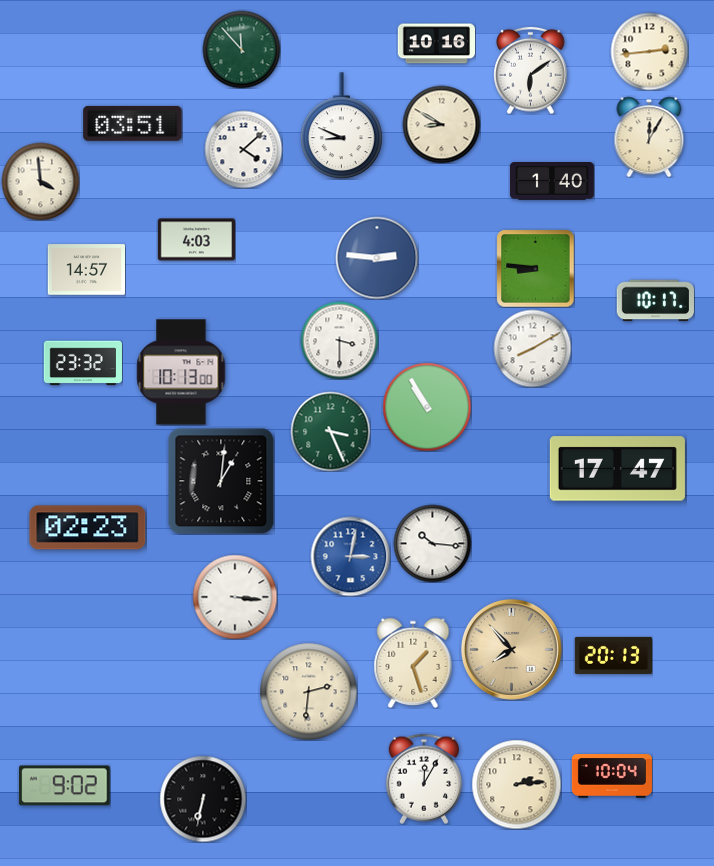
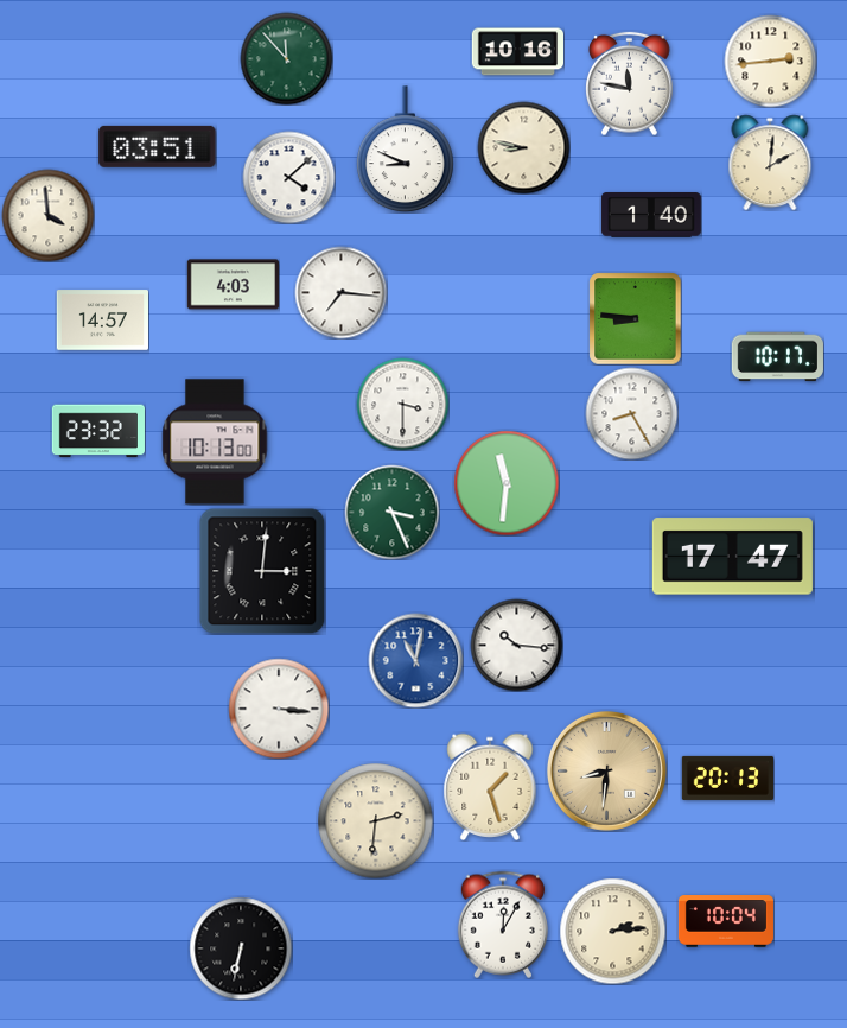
clock at (531, 70): 6:09 -> 11:47
clock at (441, 124): 8:50 -> 8:47
clock at (649, 137): 12:05 -> 2:01
clock at (552, 182) position: (552, 182) -> (651, 216)
clock at (340, 292): none -> 7:16
clock at (377, 258): 2:46 -> none
clock at (532, 348): 8:10 -> 8:25
clock at (427, 407): 10:55 -> 11:31
clock at (221, 481): 1:01 -> 3:01
clock at (88, 528): 02:23 -> none
clock at (432, 543) position: (432, 543) -> (516, 645)
clock at (350, 556): 3:02 -> 11:02
clock at (511, 649): 7:53 -> 8:31
clock at (308, 691) position: (308, 691) -> (375, 820)
clock at (65, 786): 9:02 -> none
